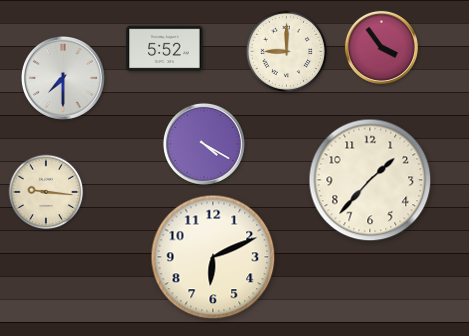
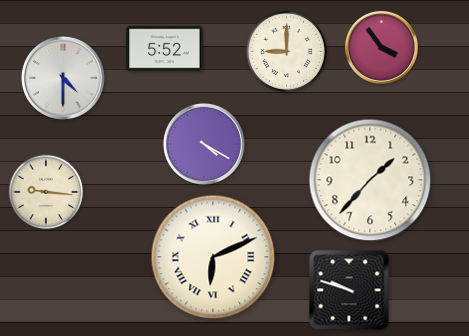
clock at (63, 78): 7:30 -> 4:30
clock at (213, 257) numerals: Arabic -> Roman
clock at (349, 290): none -> 9:48
